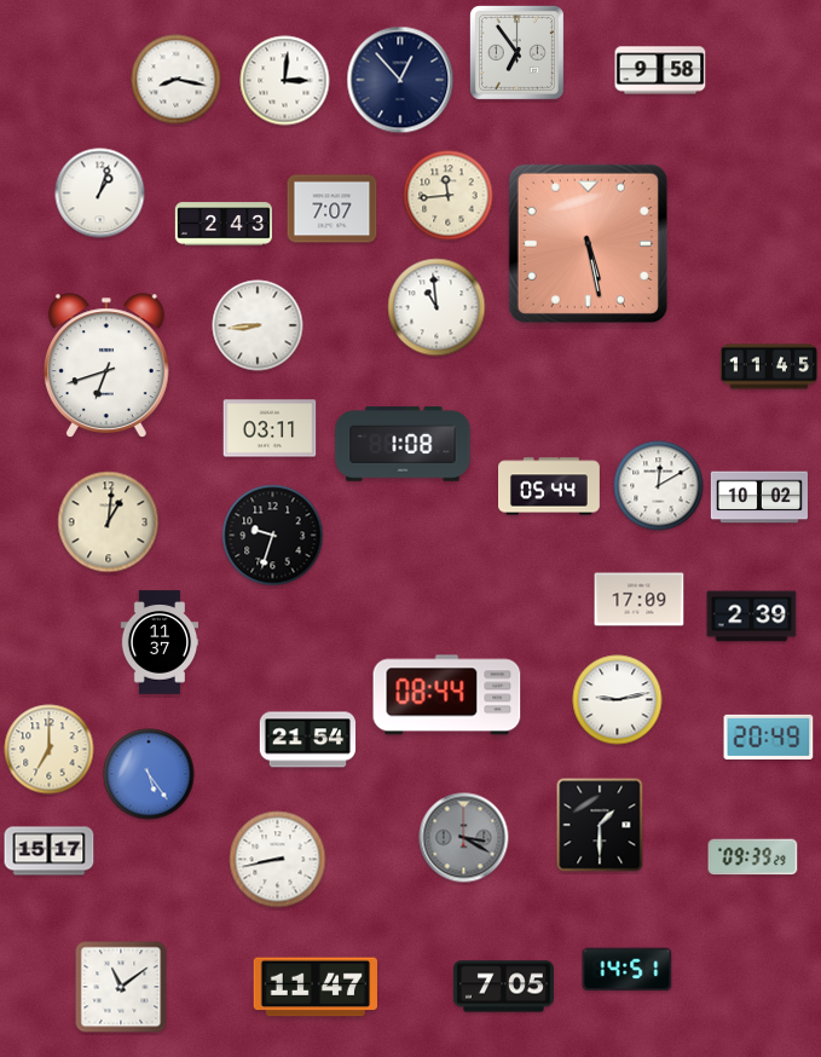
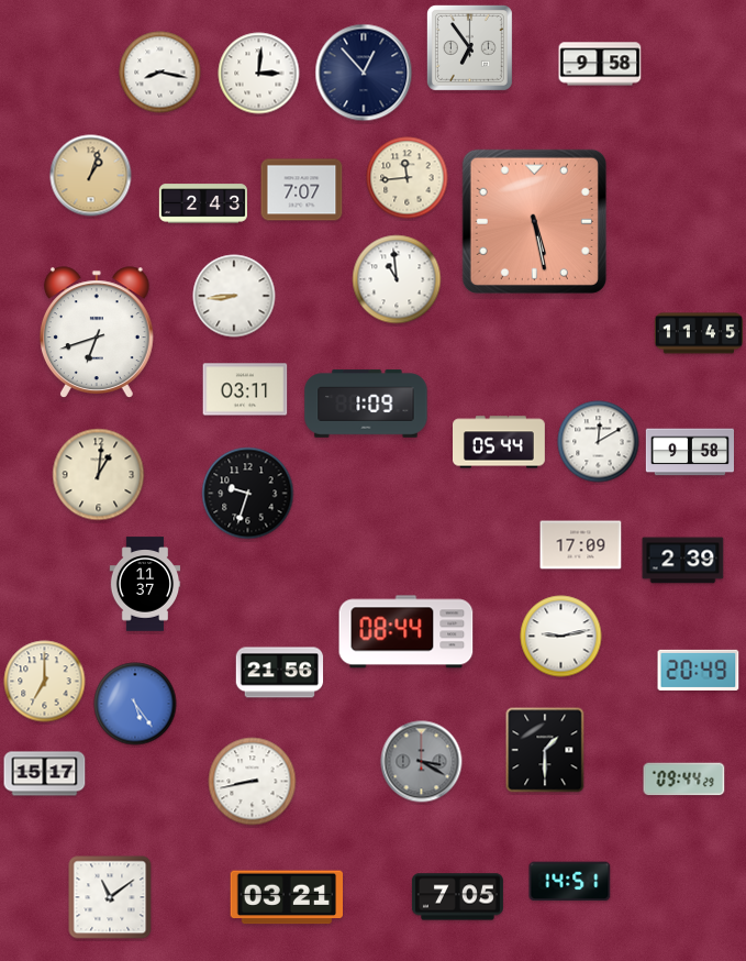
clock at (100, 194) dial: white -> champagne
clock at (403, 444): 1:08 -> 1:09
clock at (758, 497): 10:02 -> 9:58
clock at (273, 536) position: (273, 536) -> (248, 494)
clock at (308, 740): 21:54 -> 21:56
clock at (753, 857): 09:39 -> 09:44
clock at (314, 987): 11:47 -> 03:21
